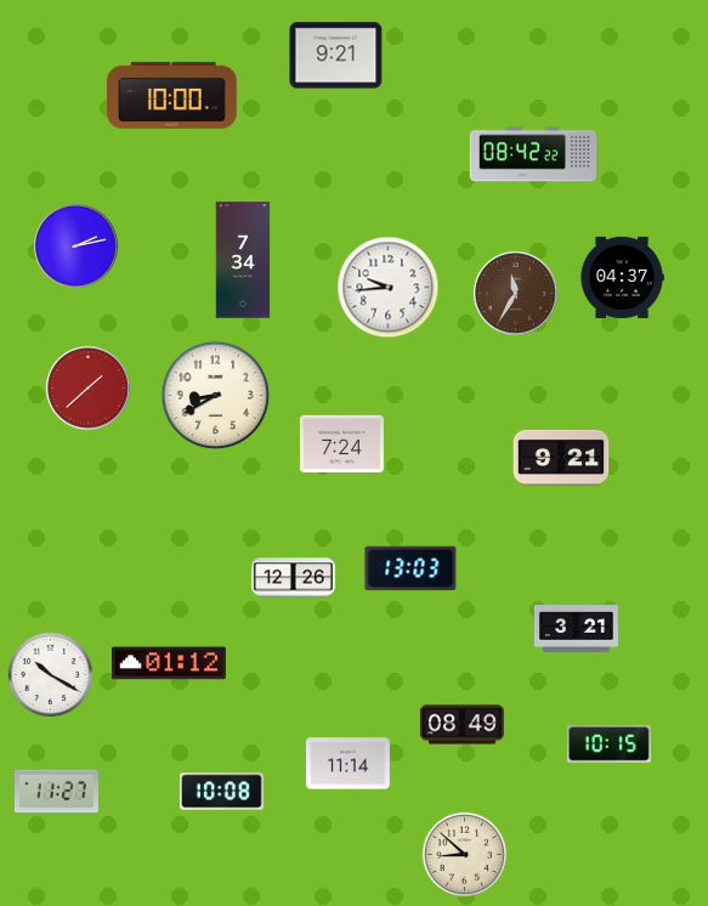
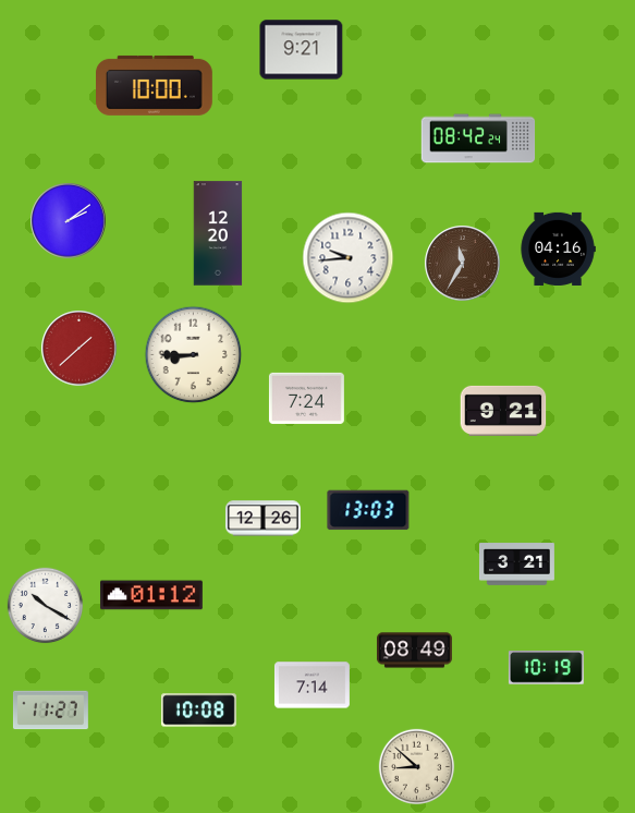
clock at (533, 154): 08:42:22 -> 08:42:24
clock at (77, 247): 2:13 -> 2:09
clock at (243, 260): 7:34 -> 12:20
clock at (622, 277): 04:37 -> 04:16
clock at (216, 396): 8:40 -> 8:45
clock at (608, 744): 10:15 -> 10:19
clock at (347, 764): 11:14 -> 7:14
